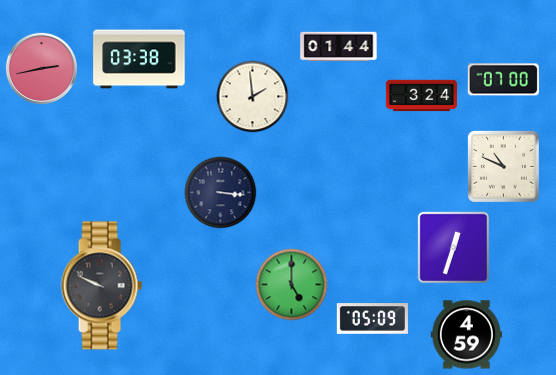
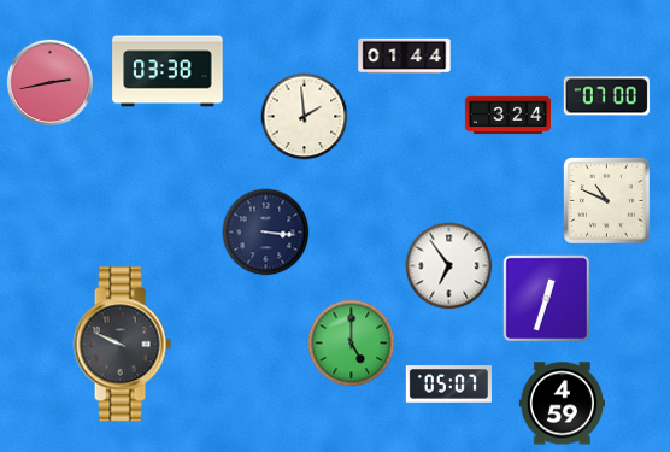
clock at (339, 47) position: (339, 47) -> (405, 57)
clock at (449, 266): none -> 6:54
clock at (372, 319): 05:09 -> 05:07
